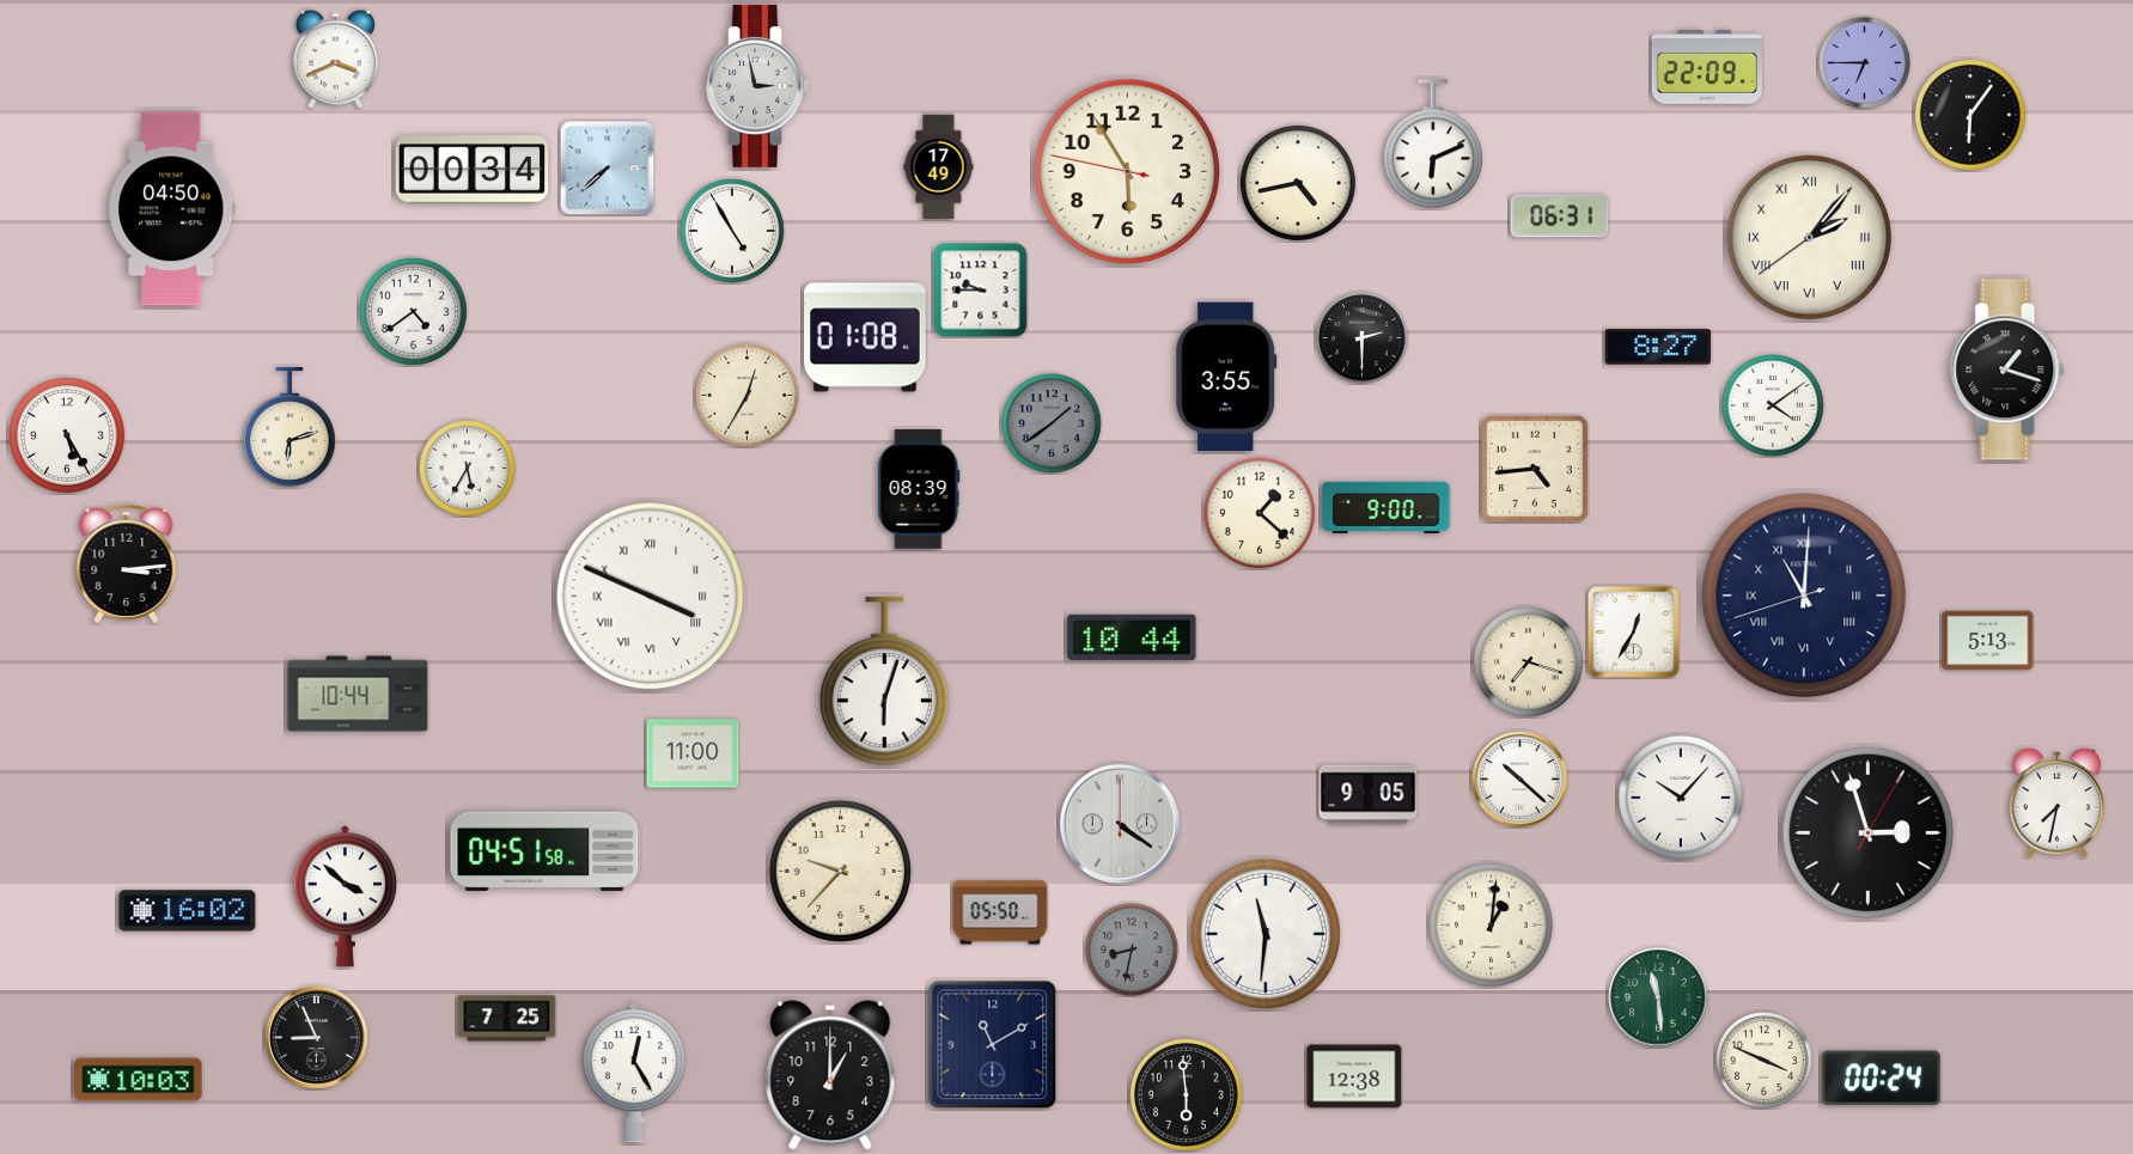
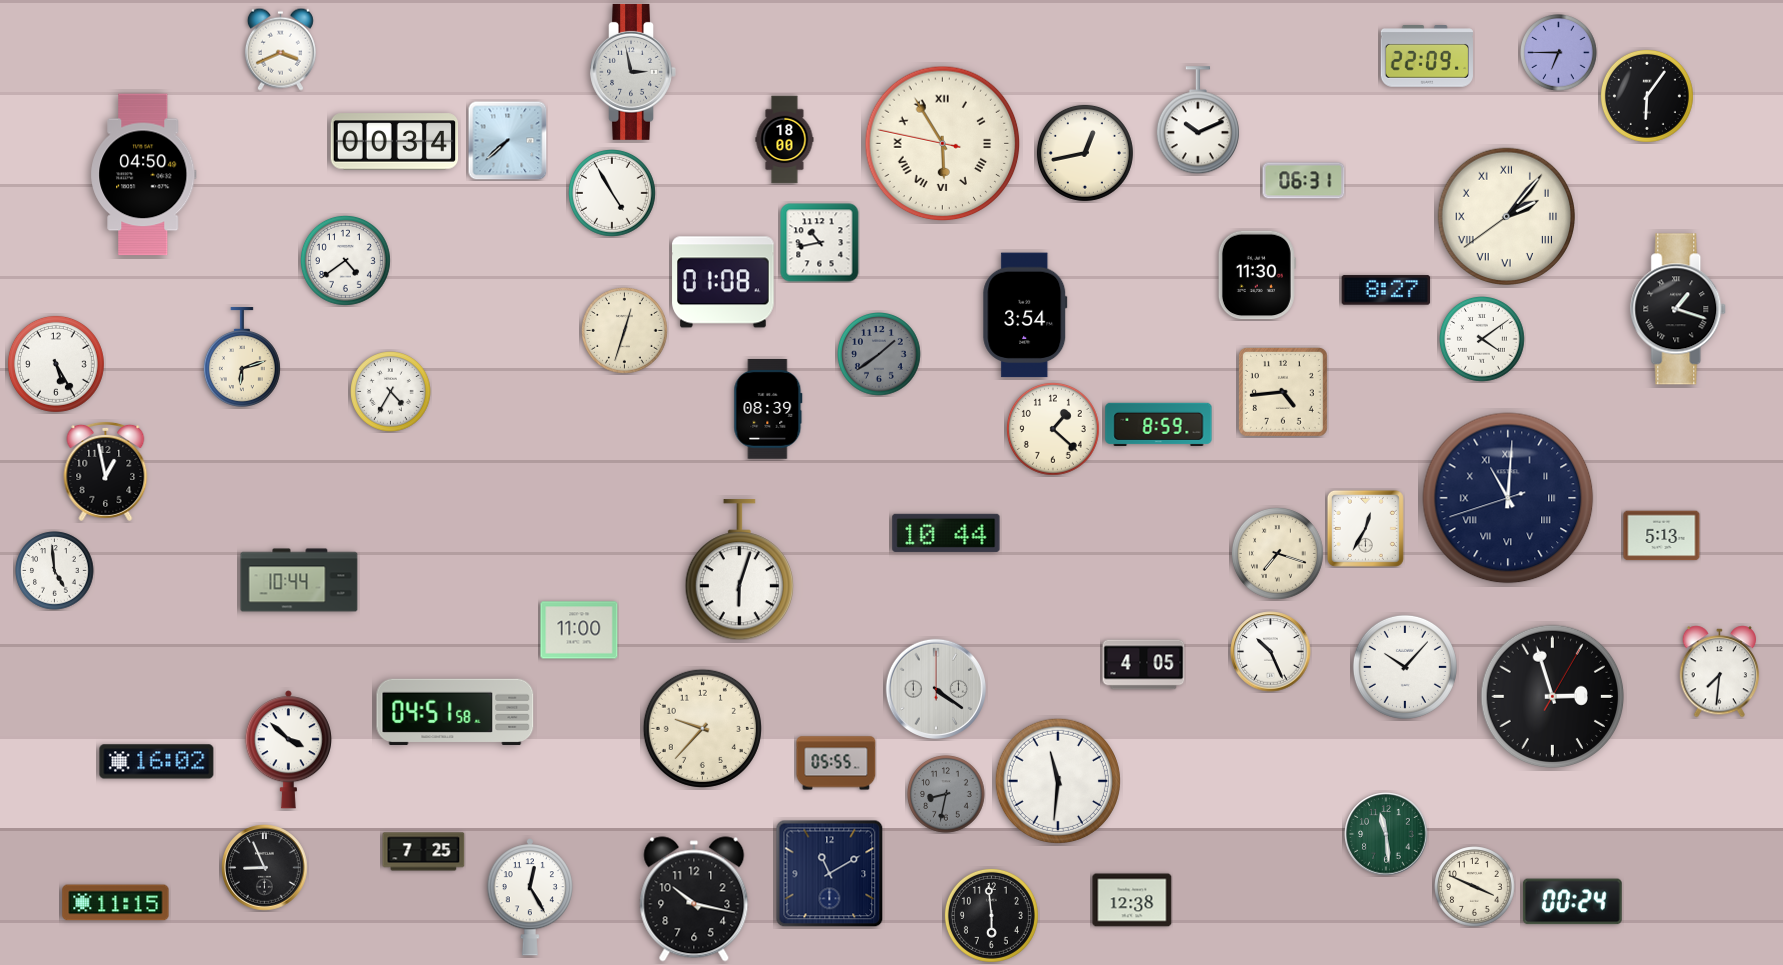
clock at (1433, 145): 6:11 -> 10:11
clock at (939, 167): 17:49 -> 18:00
clock at (1128, 172) numerals: Arabic -> Roman
clock at (1298, 183): 4:43 -> 12:43
clock at (1809, 237) position: (1809, 237) -> (1506, 216)
clock at (981, 291): 9:45 -> 10:43
clock at (1257, 275): none -> 11:30
clock at (1363, 338): 2:30 -> none
clock at (1226, 377): 3:55 -> 3:54
clock at (748, 396): 12:35 -> 12:33
clock at (468, 469): 5:35 -> 4:35
clock at (1387, 507): 9:00 -> 8:59
clock at (127, 563): 3:14 -> 12:58
clock at (651, 597): 3:49 -> none
clock at (55, 571): none -> 4:59
clock at (1520, 780): 10:22 -> 10:26
clock at (1369, 795): 9:05 -> 4:05
clock at (2058, 804): 7:32 -> 7:31
clock at (1869, 834) position: (1869, 834) -> (1553, 697)
clock at (1000, 912): 05:50 -> 05:55
clock at (1491, 924): 1:01 -> none
clock at (830, 1075): 1:00 -> 10:17
clock at (139, 1080): 10:03 -> 11:15
